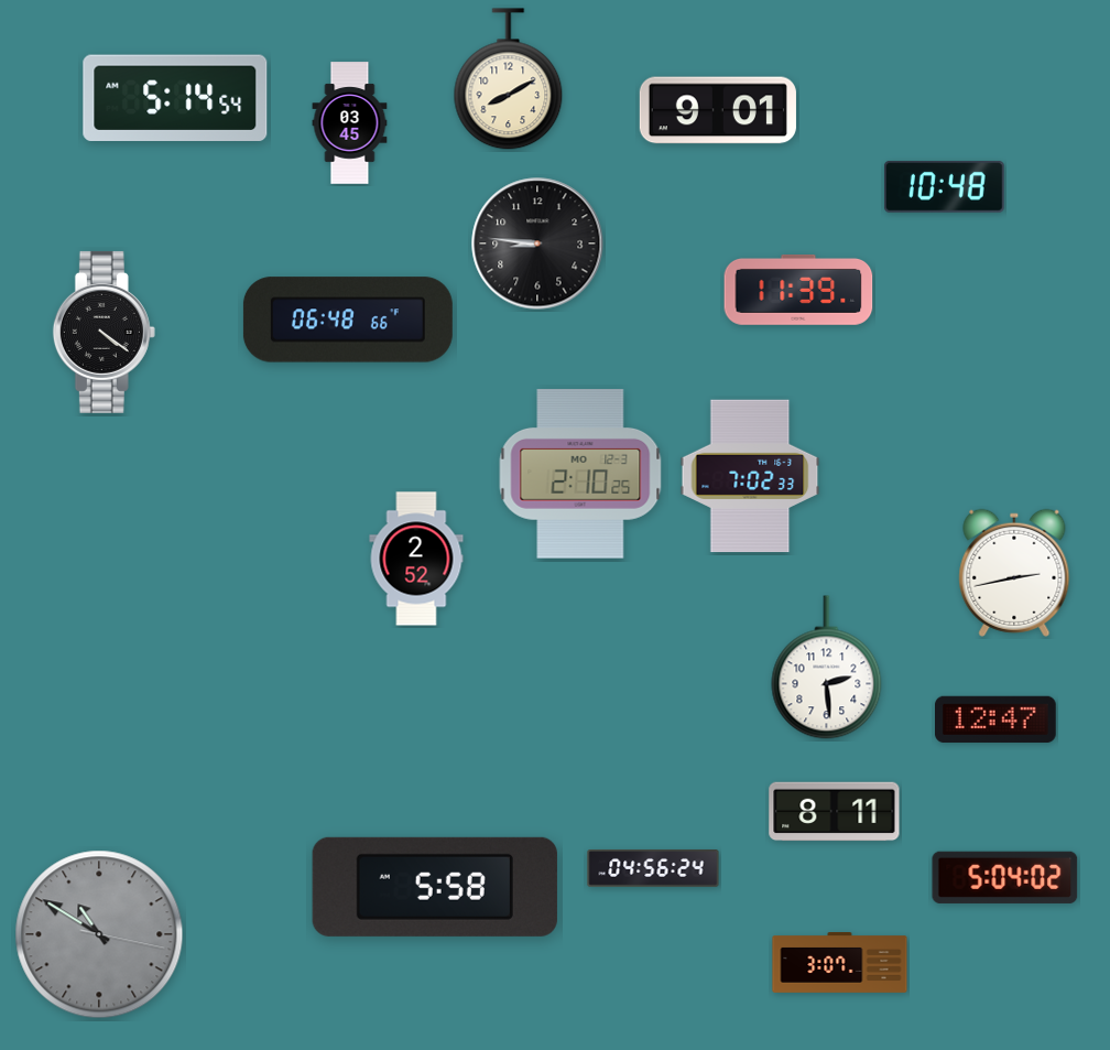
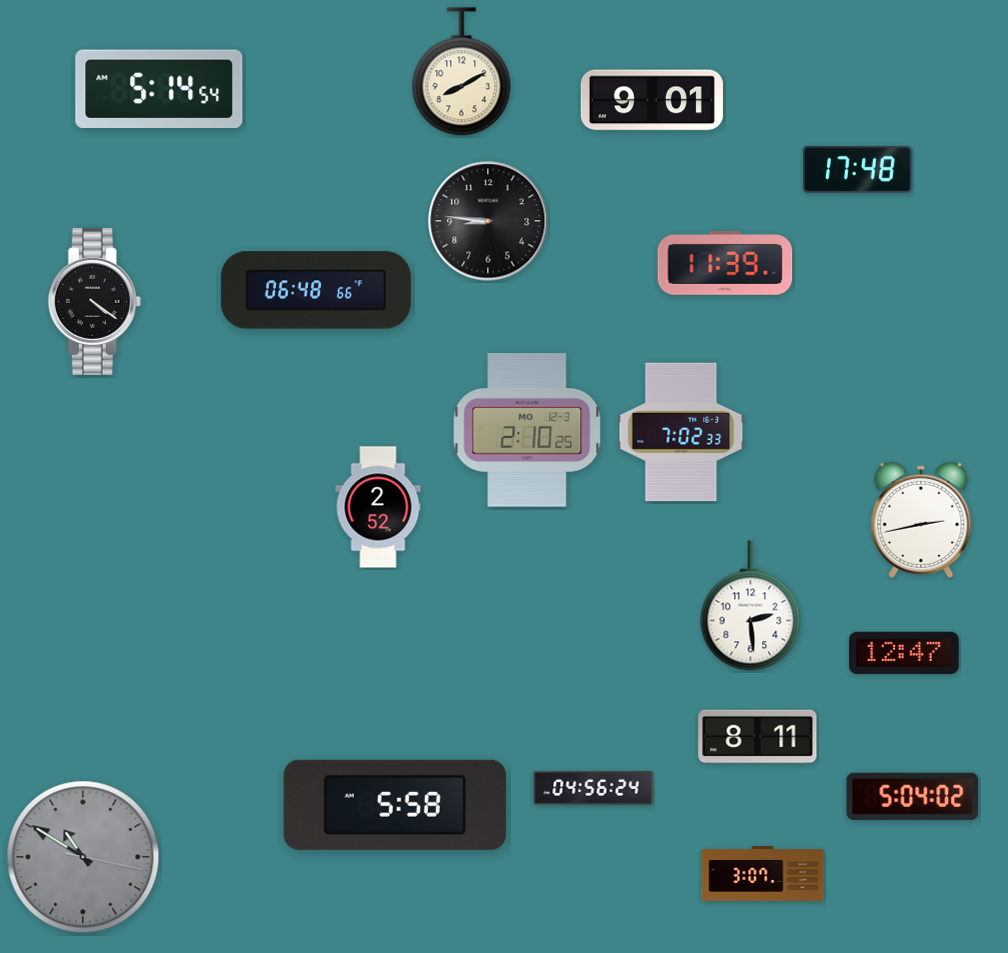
clock at (350, 123): 03:45 -> none
clock at (944, 186): 10:48 -> 17:48
clock at (99, 934) position: (99, 934) -> (83, 857)
